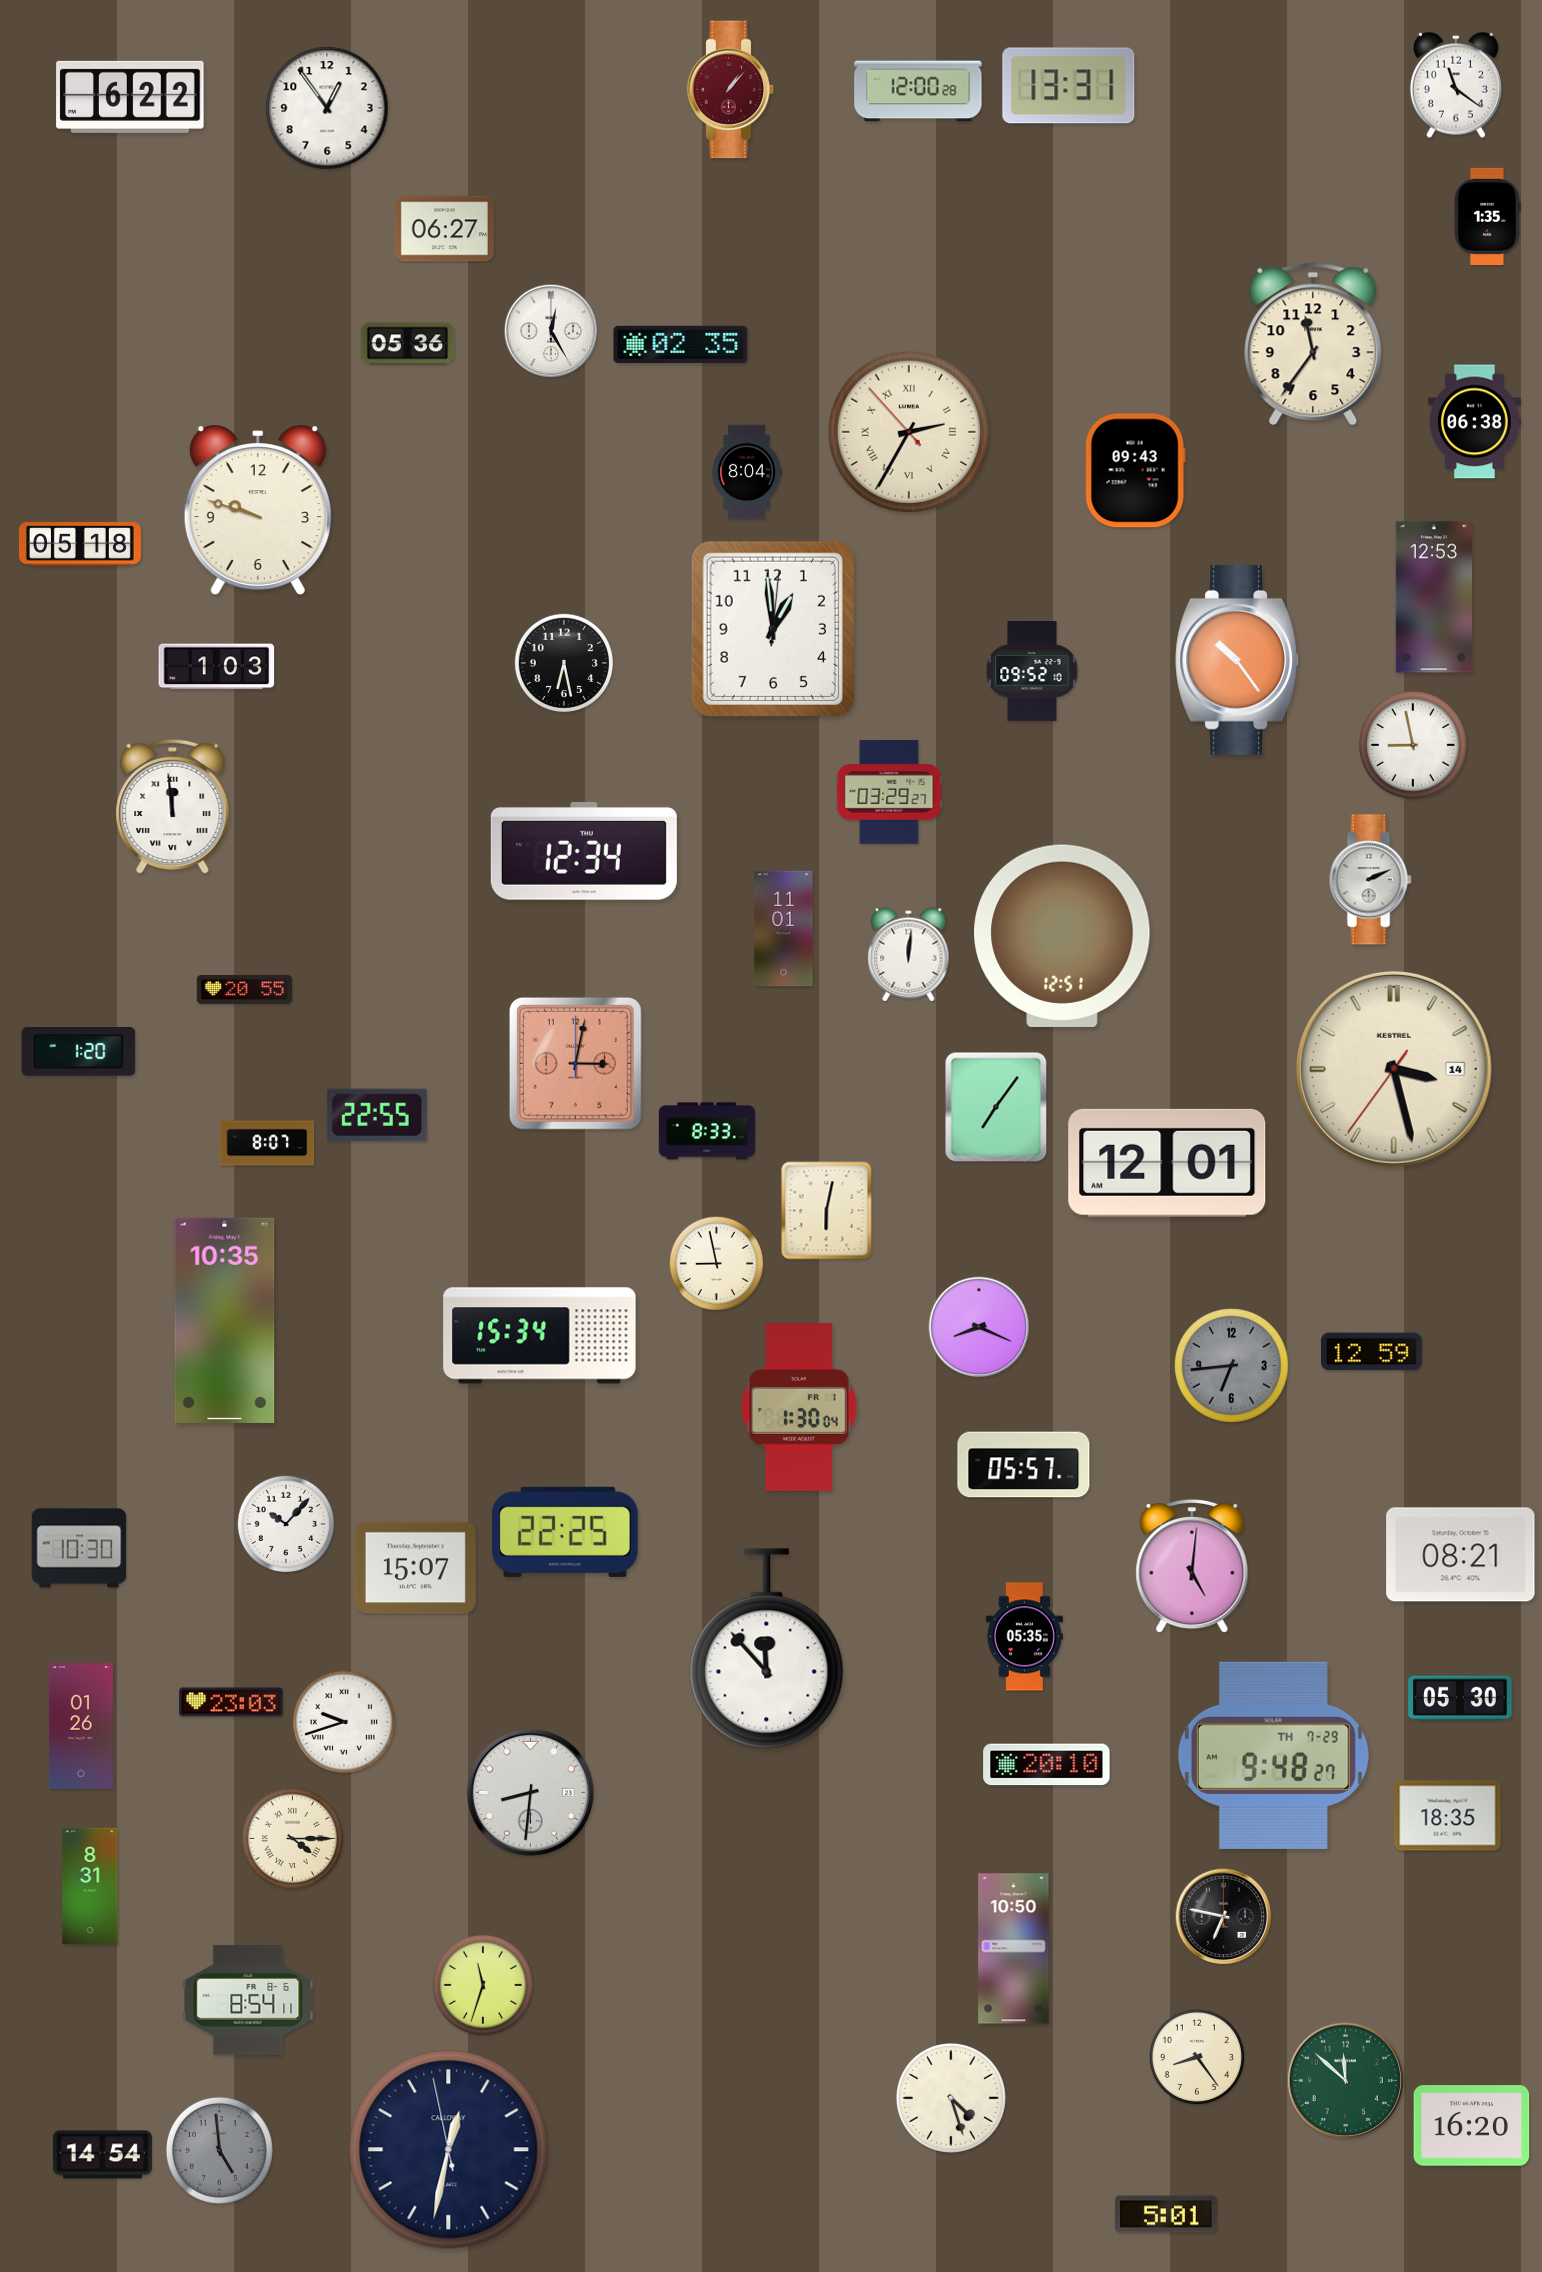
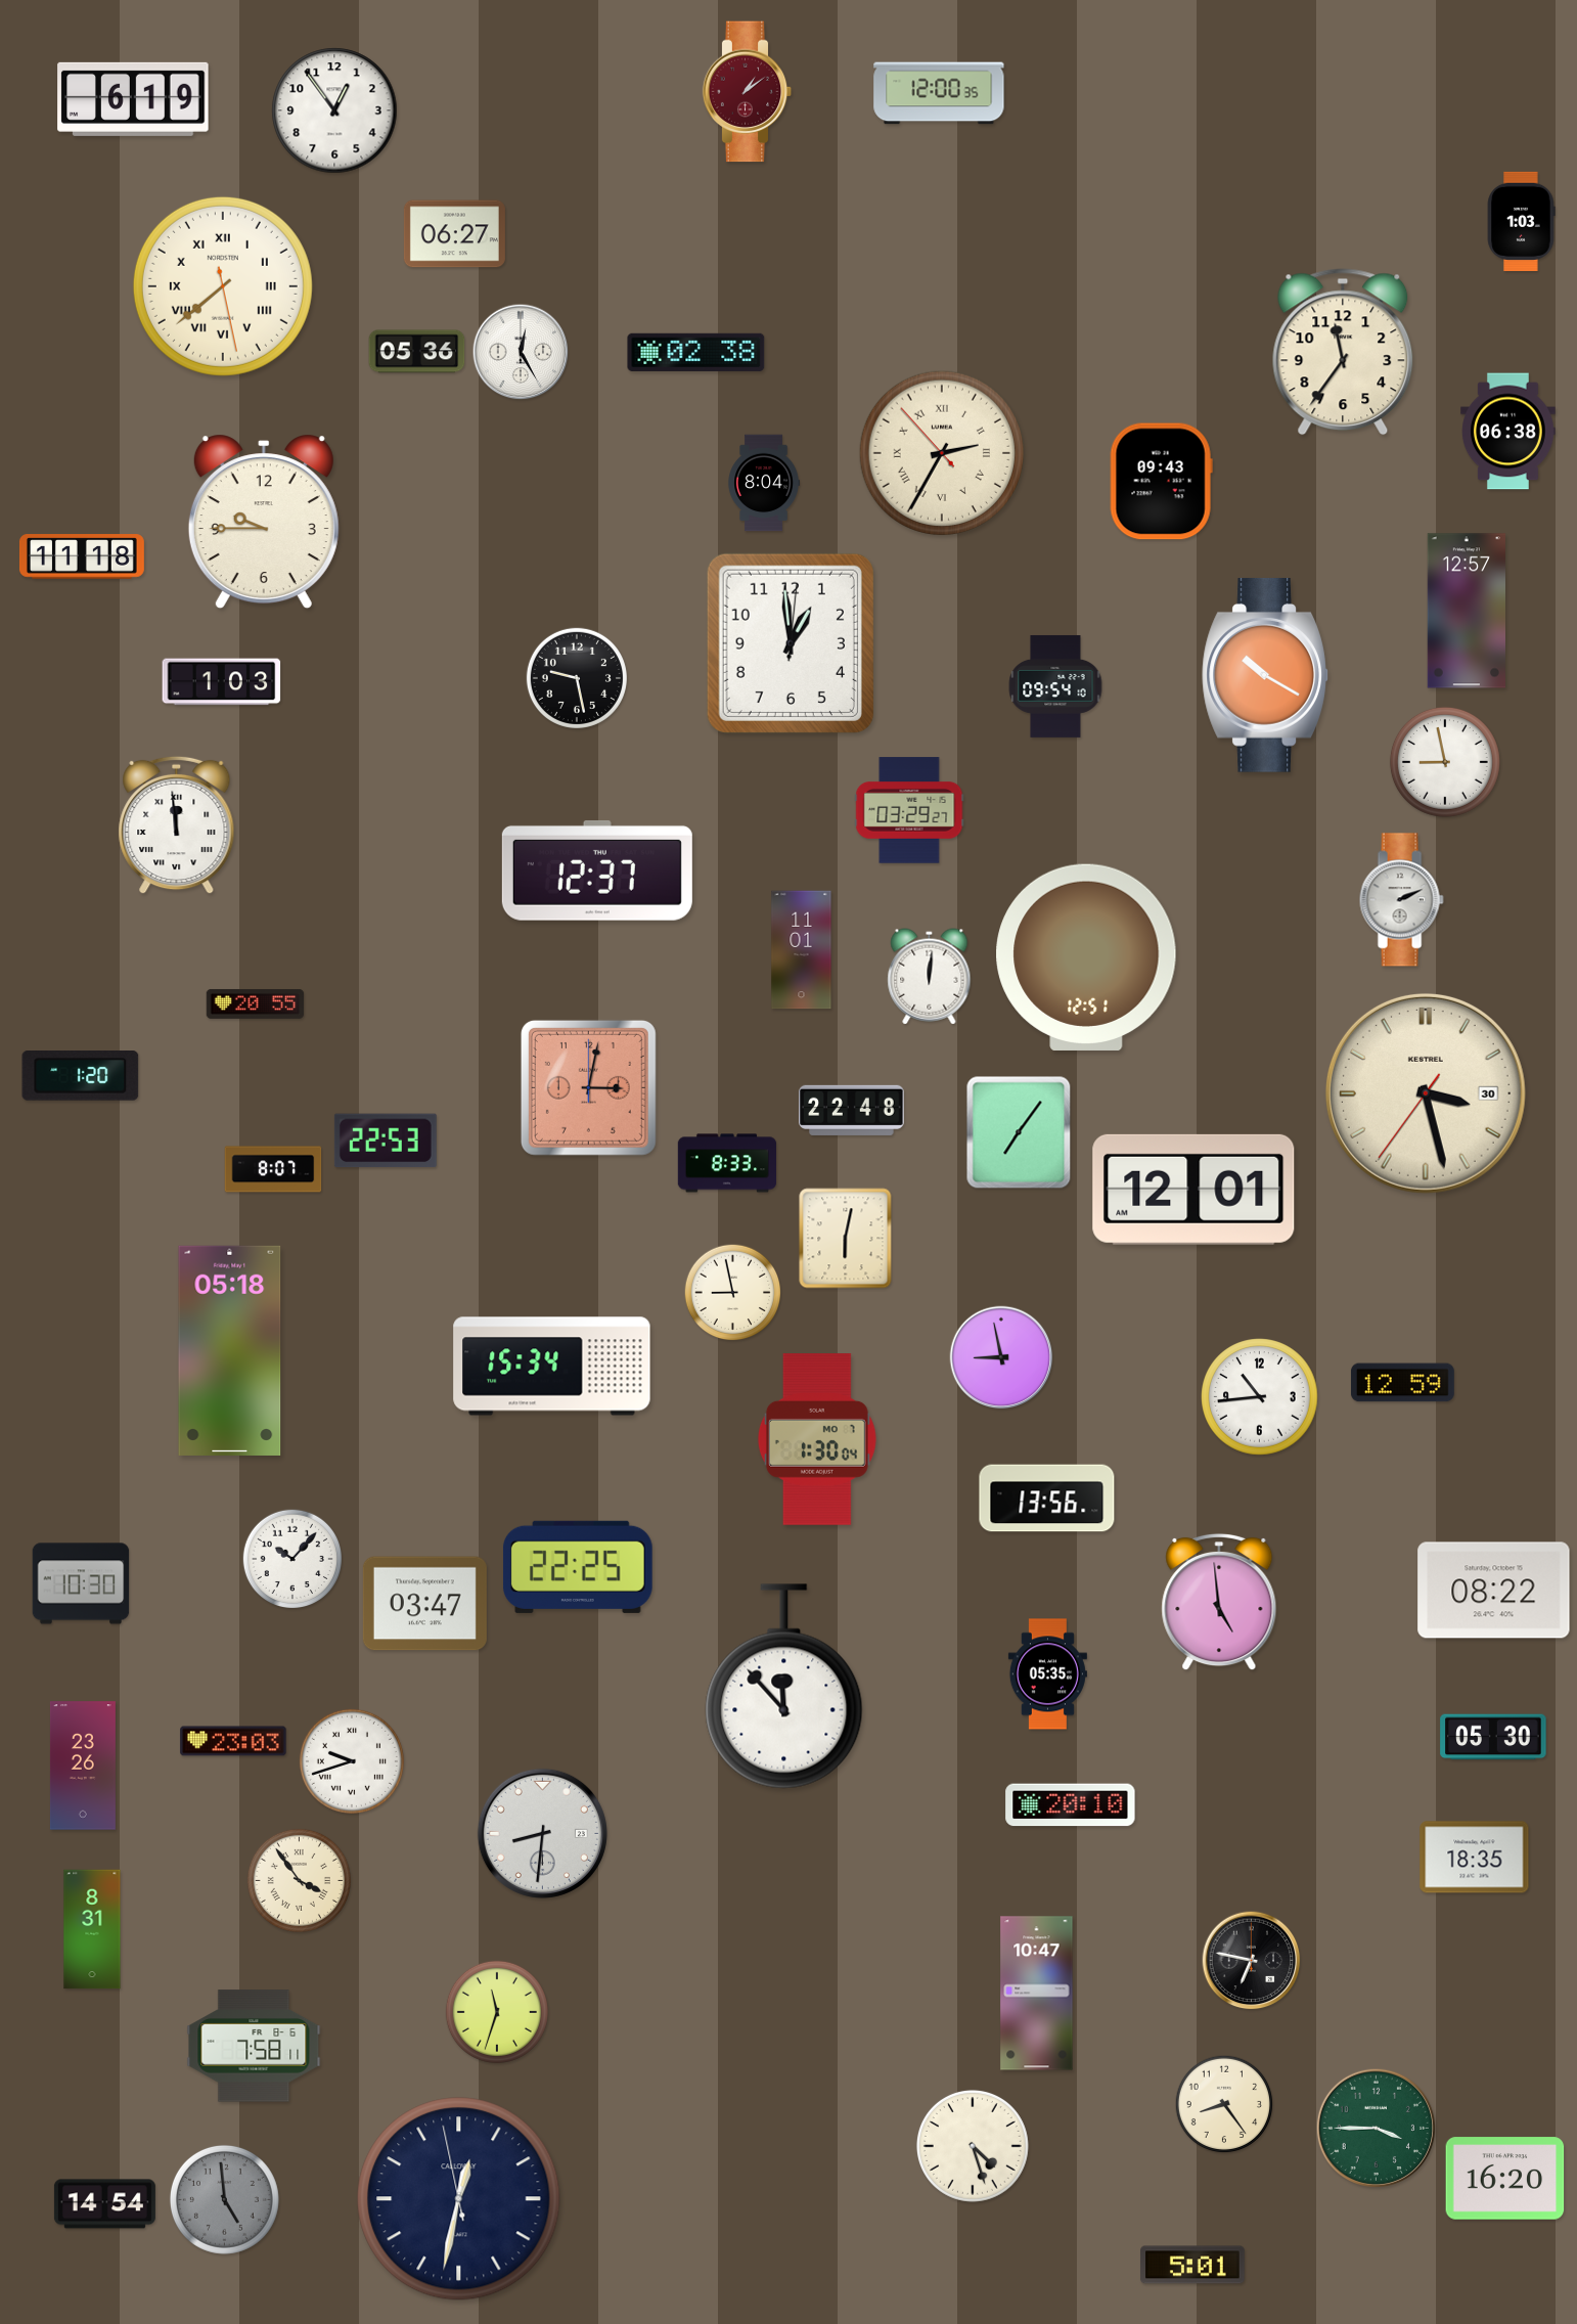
clock at (1456, 85): 11:21 -> none
clock at (1069, 86): 13:31 -> none
clock at (731, 90): 1:07 -> 1:09
clock at (918, 91): 12:00:28 -> 12:00:35
clock at (130, 97): 6:22 -> 6:19
clock at (1487, 216): 1:35 -> 1:03
clock at (223, 286): none -> 7:38
clock at (551, 331) position: (551, 331) -> (521, 352)
clock at (681, 344): 02:35 -> 02:38
clock at (908, 431) position: (908, 431) -> (941, 452)
clock at (258, 510): 9:48 -> 9:45
clock at (80, 544): 05:18 -> 11:18
clock at (1433, 597): 12:53 -> 12:57
clock at (1237, 660): 10:24 -> 10:20
clock at (564, 663): 6:28 -> 9:28
clock at (1032, 671): 09:52 -> 09:54
clock at (584, 851): 12:34 -> 12:37
clock at (245, 989) position: (245, 989) -> (256, 1003)
clock at (1394, 1069) date: 14 -> 30
clock at (852, 1110): none -> 22:48
clock at (377, 1115): 22:55 -> 22:53
clock at (707, 1131) position: (707, 1131) -> (727, 1163)
clock at (225, 1320): 10:35 -> 05:18
clock at (979, 1327): 8:19 -> 8:58
clock at (1232, 1366): 6:44 -> 10:44
clock at (1232, 1366) dial: grey -> white
clock at (799, 1408) date: FR 1 -> MO 7
clock at (1024, 1465): 05:57 -> 13:56
clock at (1461, 1555): 08:21 -> 08:22
clock at (1192, 1566): 5:01 -> 4:59
clock at (415, 1568): 15:07 -> 03:47
clock at (231, 1702) position: (231, 1702) -> (233, 1741)
clock at (81, 1726): 01:26 -> 23:26
clock at (1273, 1755): 9:48 -> none
clock at (1448, 1816) position: (1448, 1816) -> (1475, 1858)
clock at (292, 1838): 4:15 -> 3:54
clock at (1014, 1949): 10:50 -> 10:47
clock at (483, 1985) position: (483, 1985) -> (497, 2012)
clock at (248, 2000): 8:54 -> 7:58
clock at (1345, 2080): 11:52 -> 3:45
clock at (1472, 2126) position: (1472, 2126) -> (1505, 2179)
